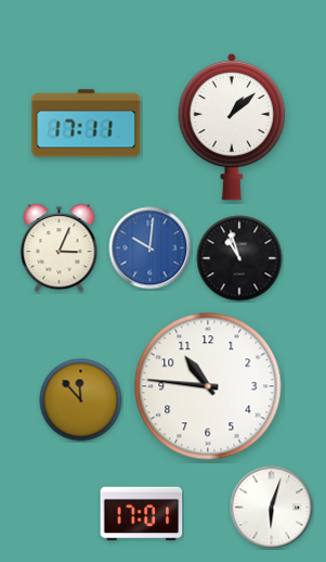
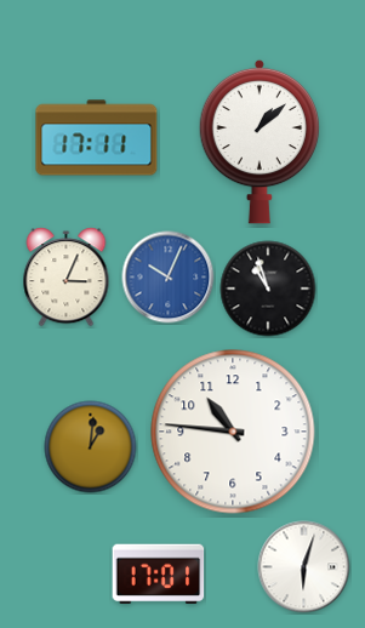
clock at (151, 248): 10:01 -> 10:04
clock at (81, 400): 11:53 -> 1:01
